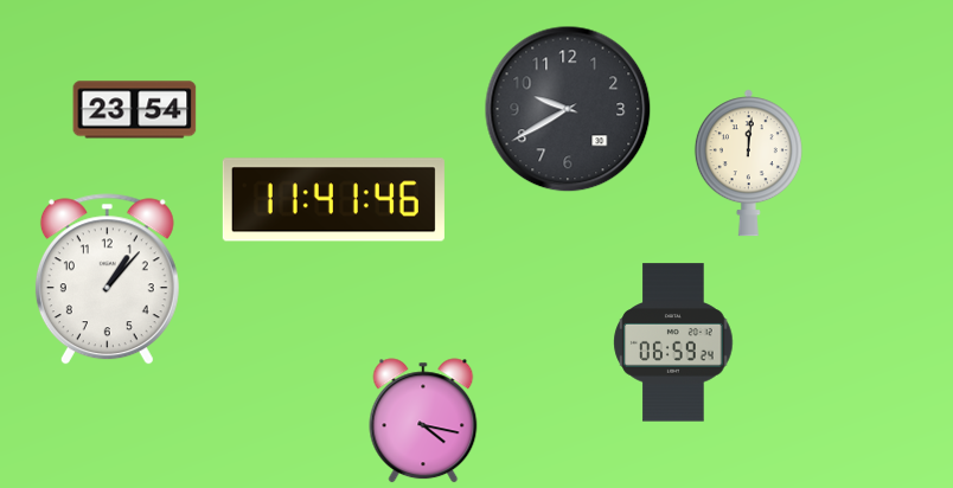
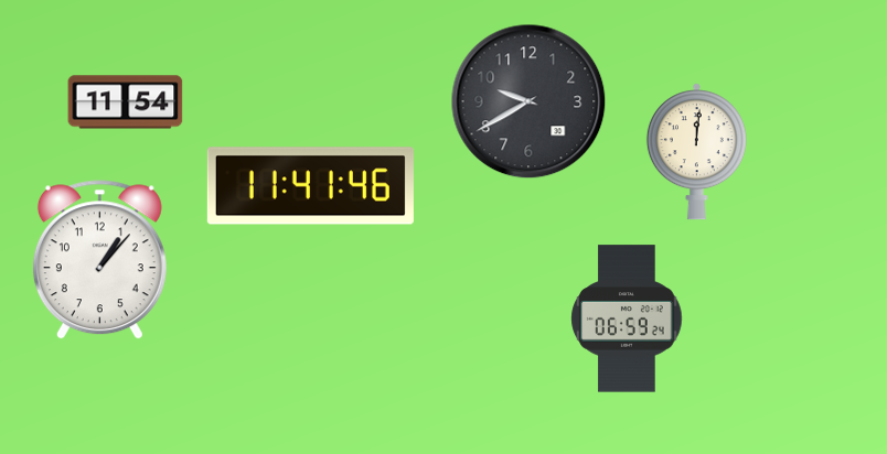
clock at (135, 110): 23:54 -> 11:54
clock at (423, 420): 4:17 -> none
